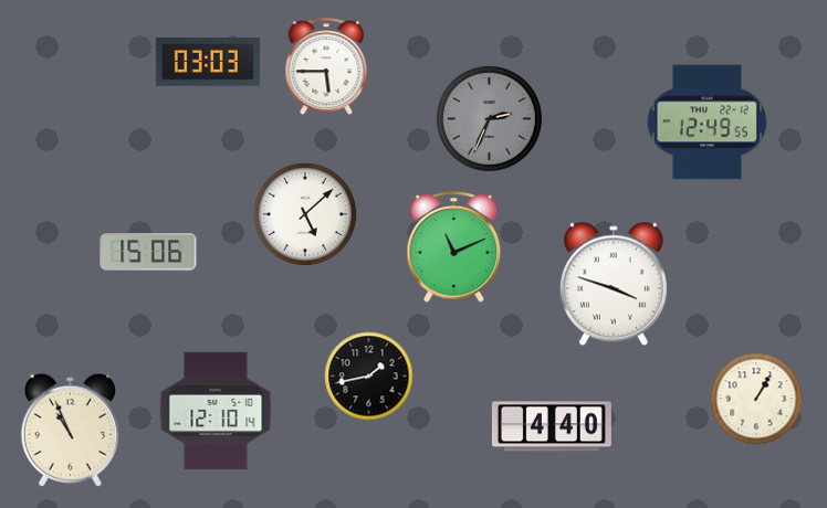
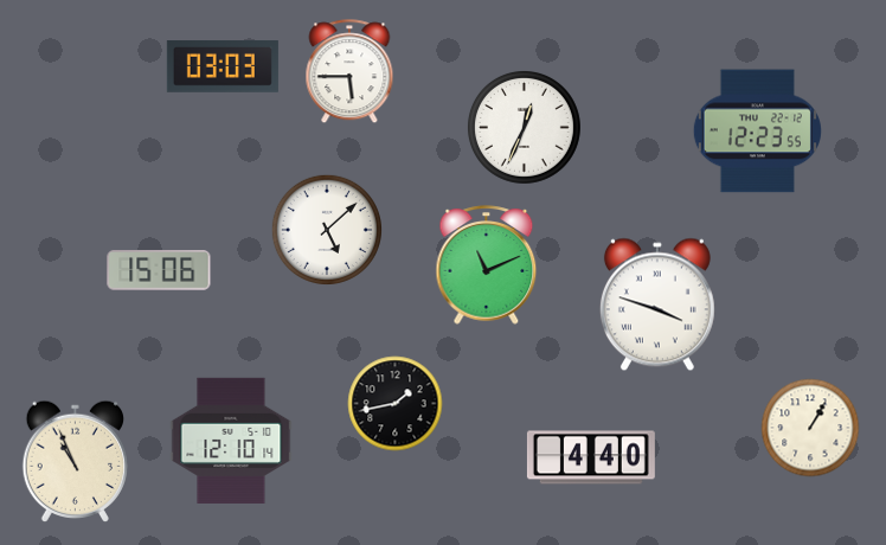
clock at (489, 118): 2:34 -> 12:34
clock at (489, 118) dial: grey -> white
clock at (706, 123): 12:49 -> 12:23
